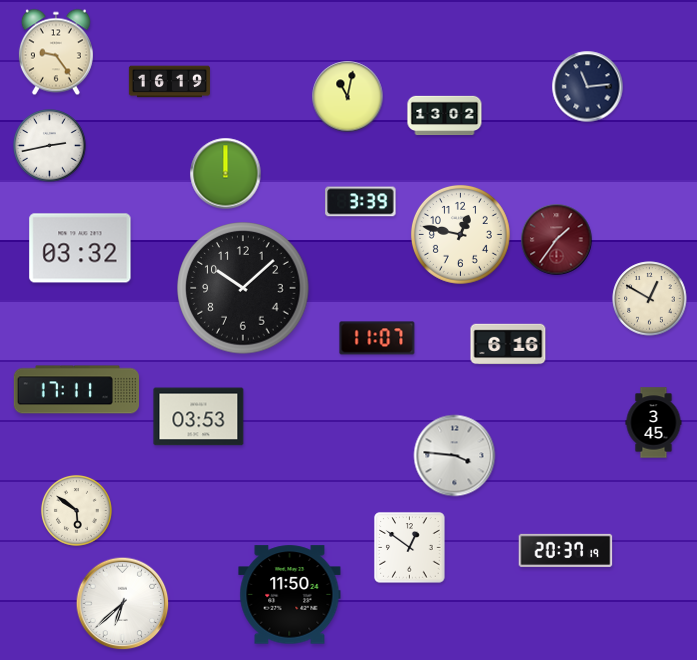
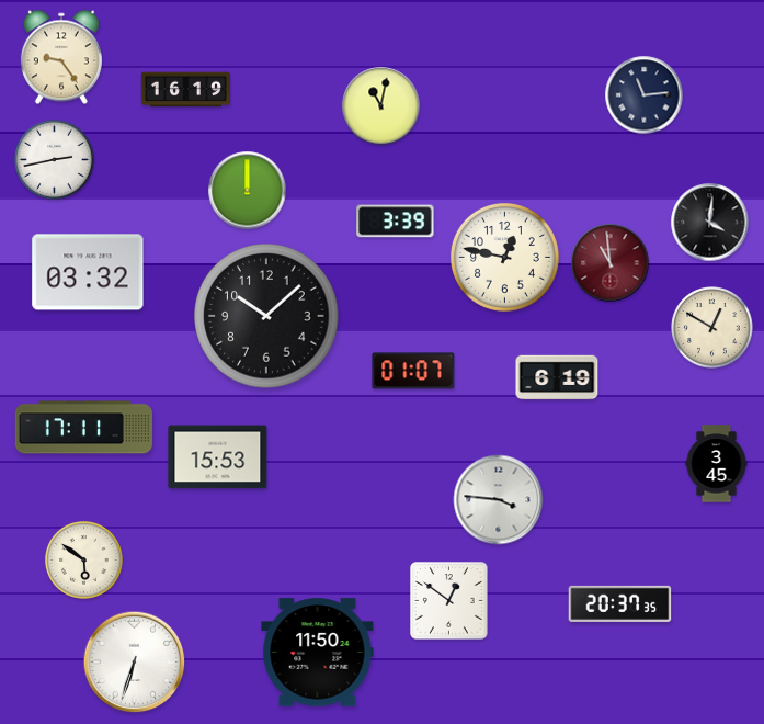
clock at (445, 116): 13:02 -> none
clock at (710, 223): none -> 4:01
clock at (557, 240): 1:36 -> 10:59
clock at (377, 338): 11:07 -> 01:07
clock at (508, 344): 6:16 -> 6:19
clock at (199, 417): 03:53 -> 15:53
clock at (566, 550): 20:37:19 -> 20:37:35
clock at (123, 604): 6:38 -> 6:33
